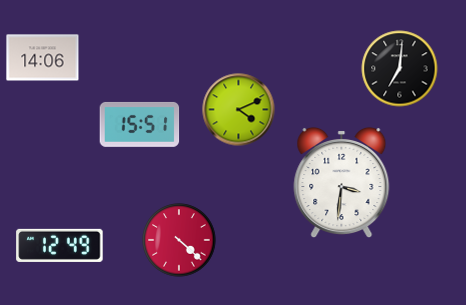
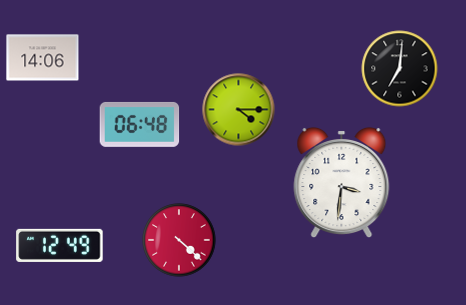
clock at (239, 110): 4:11 -> 4:15
clock at (140, 124): 15:51 -> 06:48
